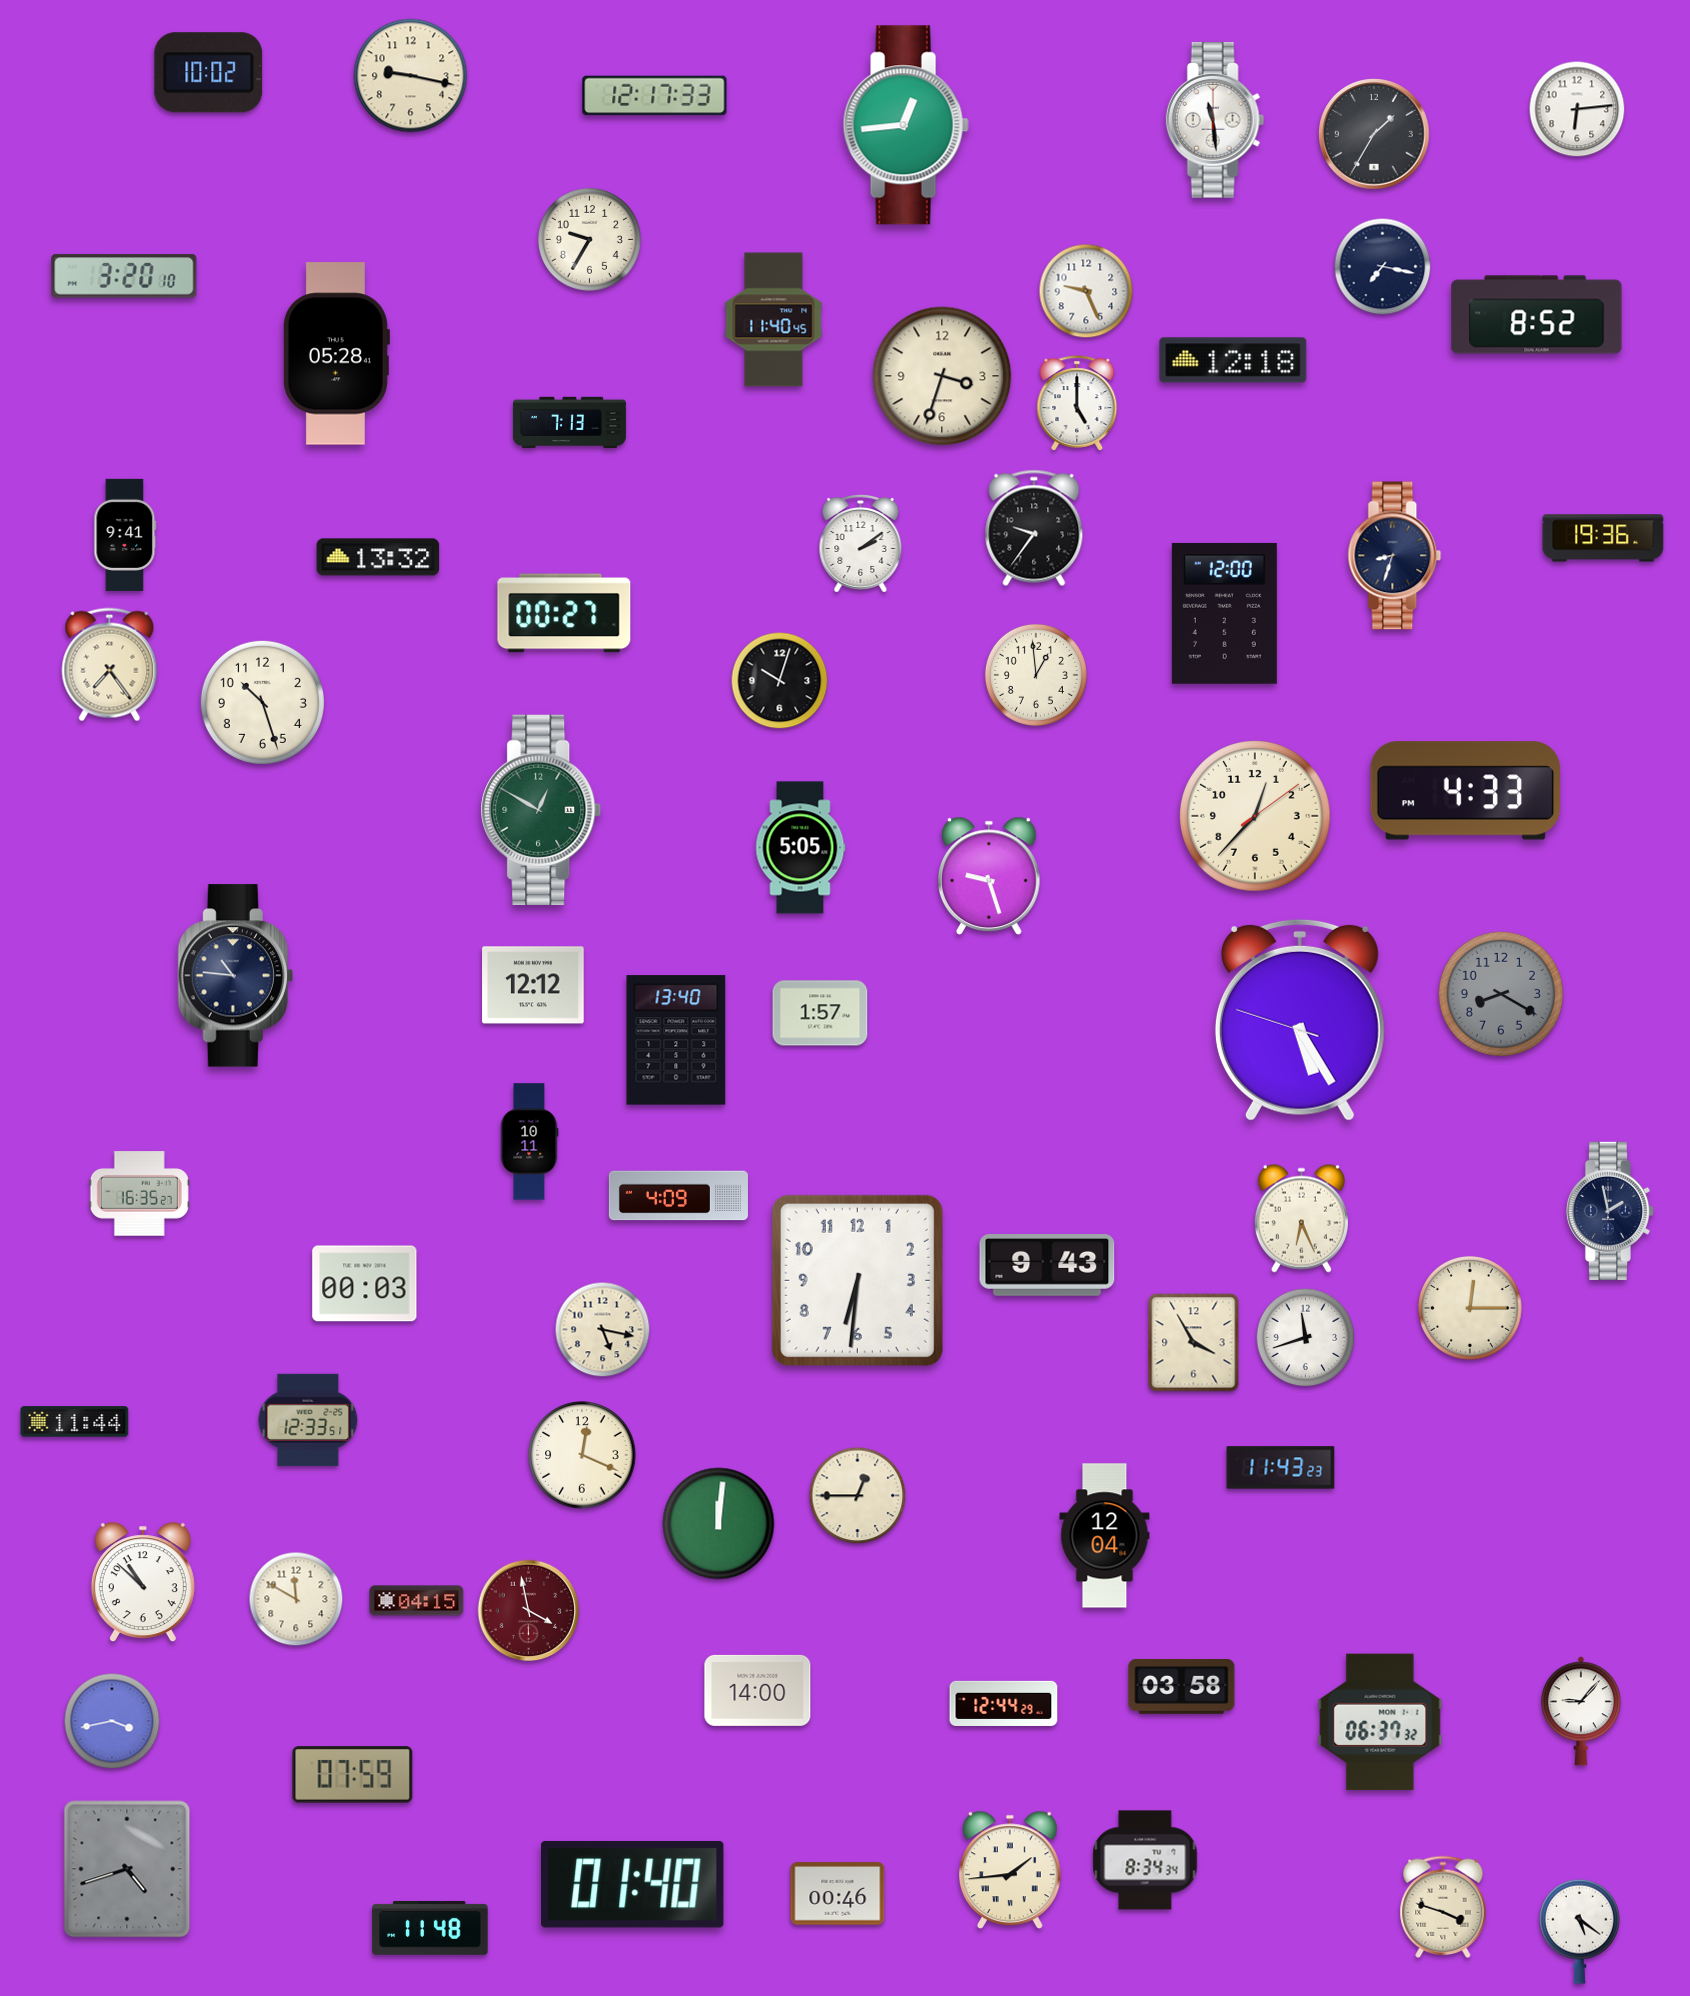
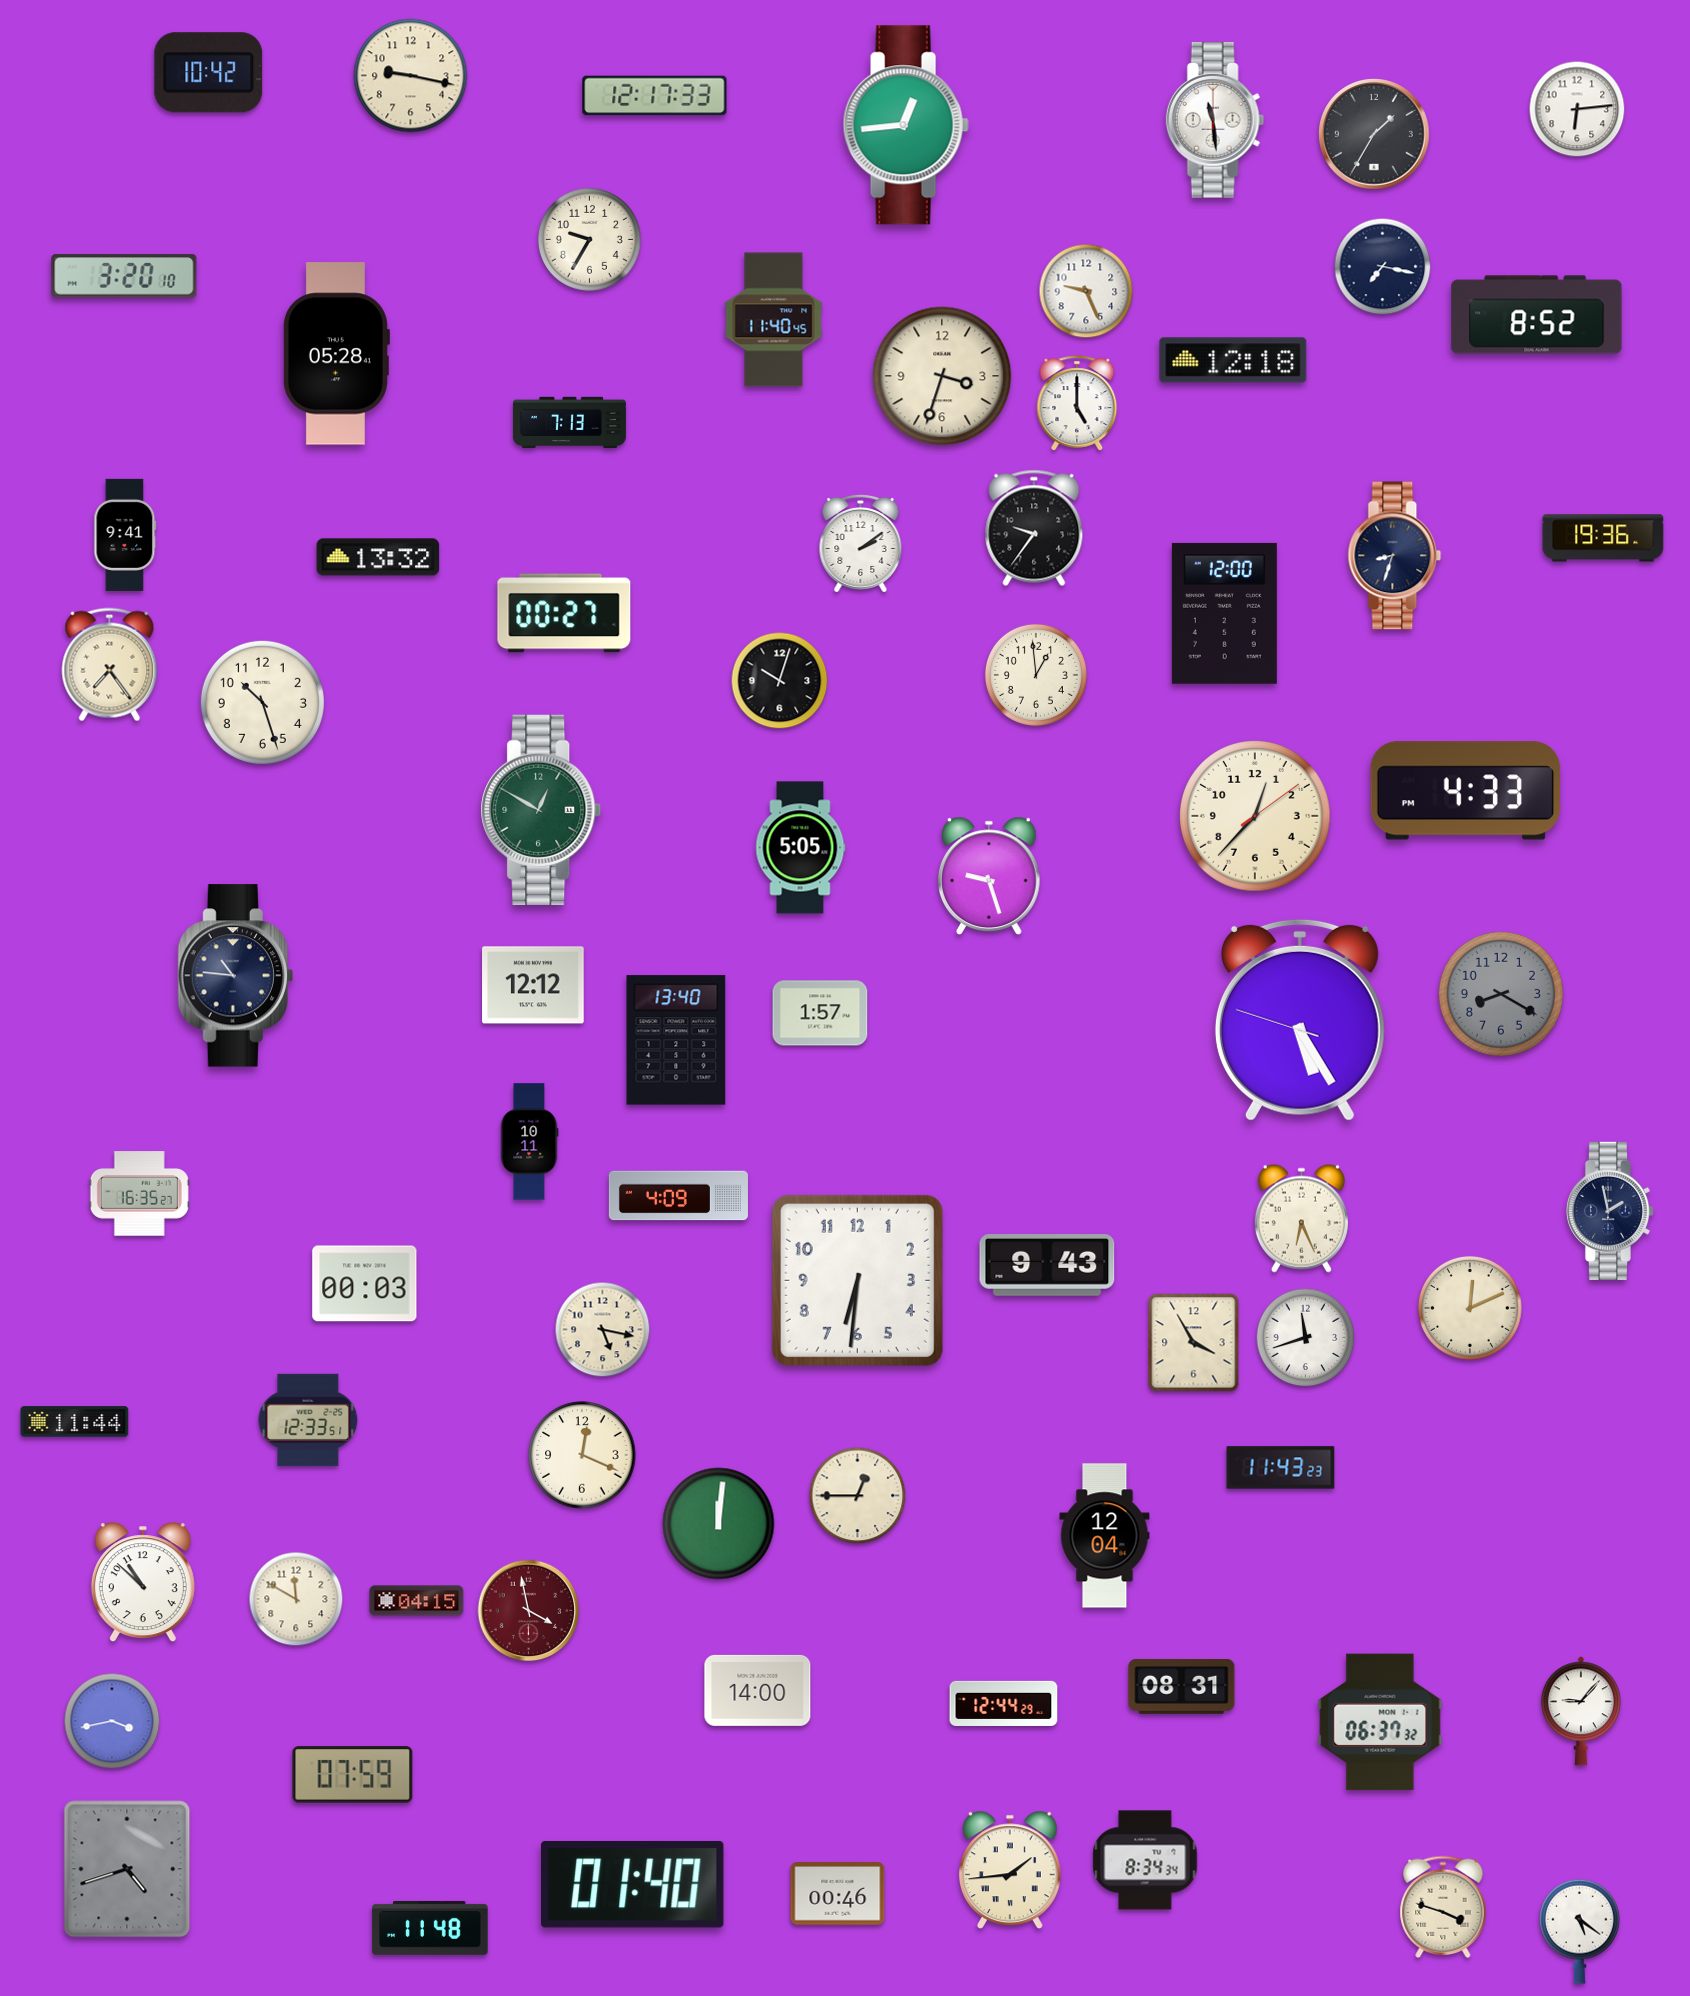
clock at (209, 73): 10:02 -> 10:42
clock at (1470, 1308): 12:15 -> 12:11
clock at (1182, 1686): 03:58 -> 08:31
